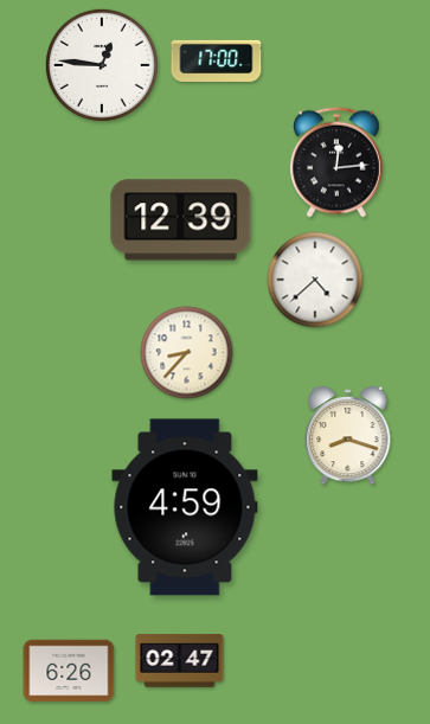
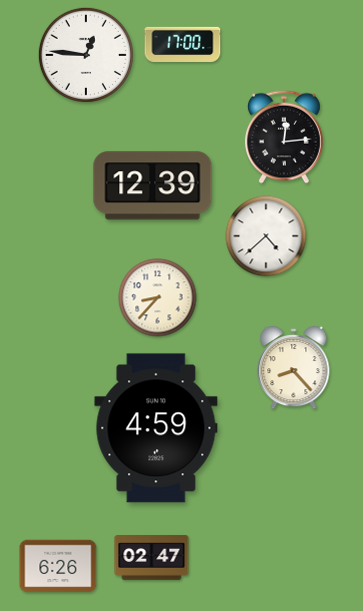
clock at (217, 60) position: (217, 60) -> (183, 44)
clock at (348, 436): 8:18 -> 8:23
